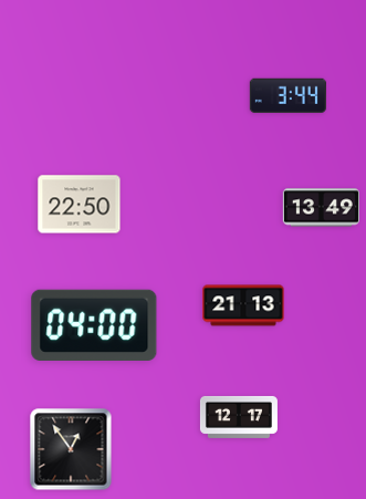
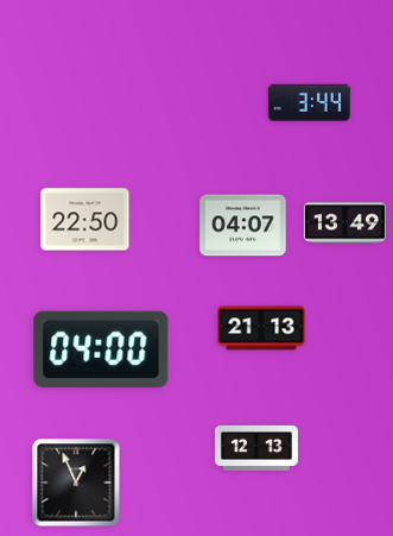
clock at (243, 226): none -> 04:07
clock at (239, 417): 12:17 -> 12:13
clock at (71, 449): 12:54 -> 12:56
